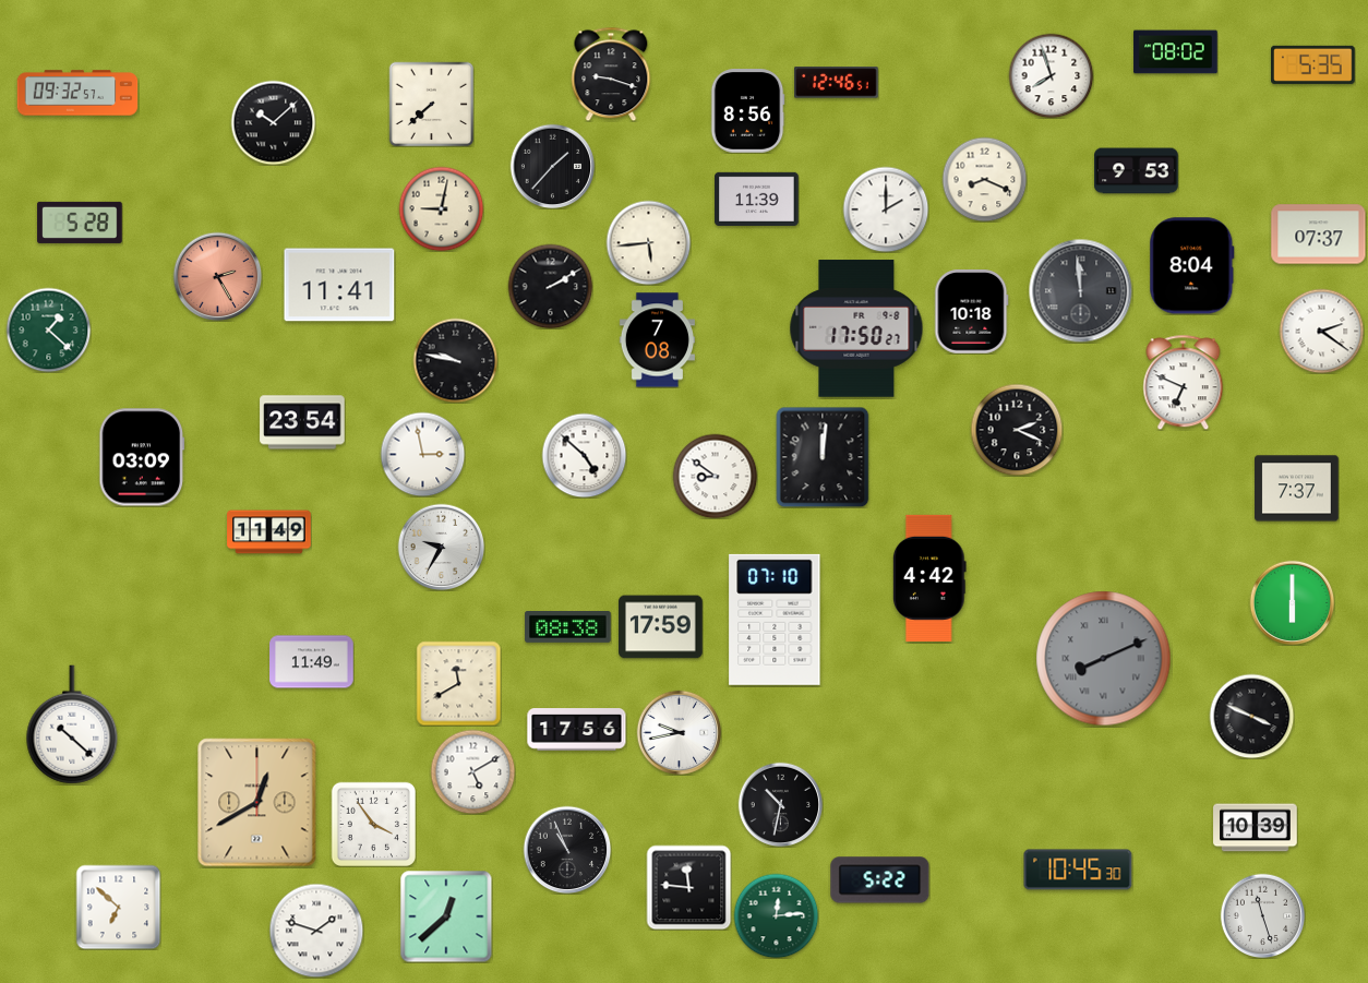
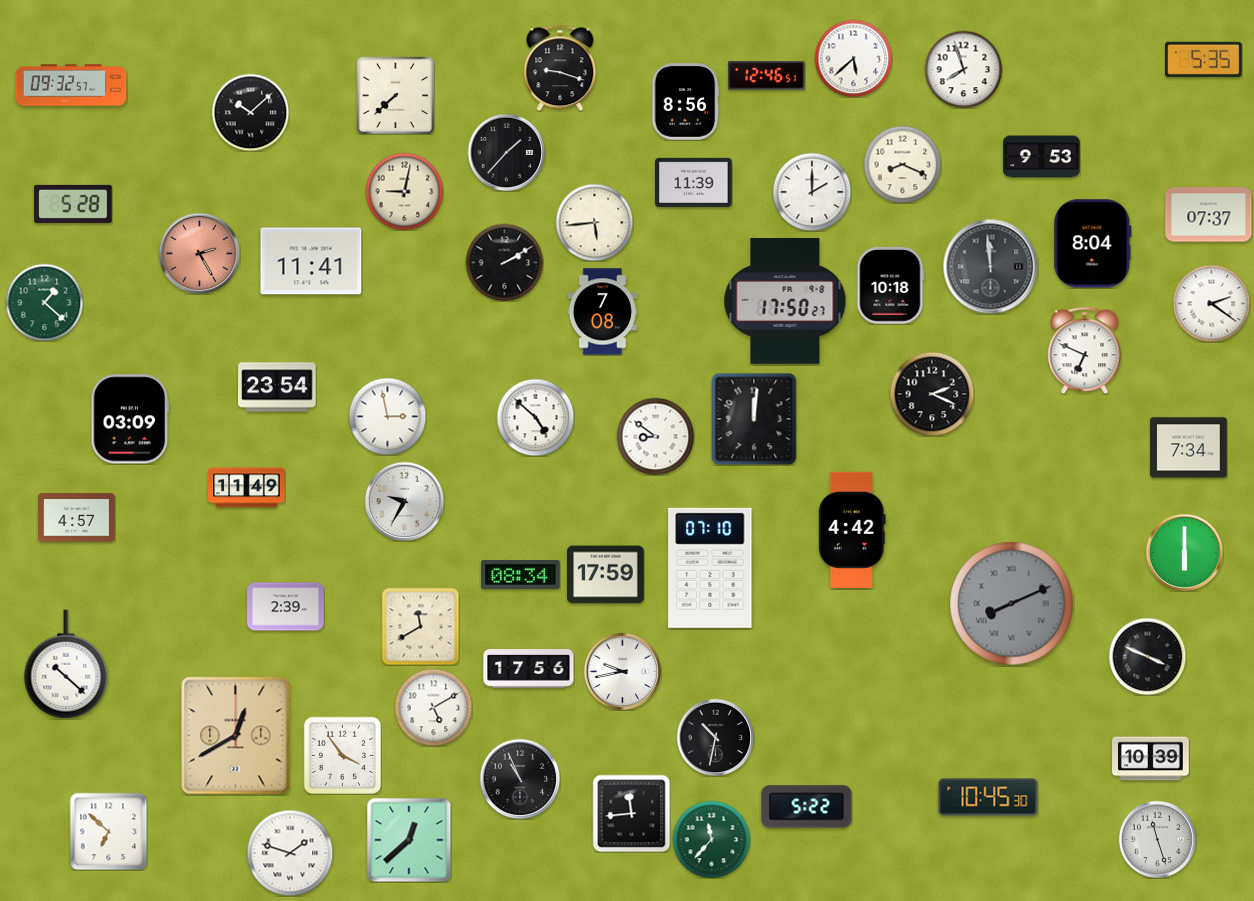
clock at (1176, 52): 08:02 -> none
clock at (853, 58): none -> 5:38
clock at (455, 360): 9:47 -> none
clock at (1297, 489): 7:37 -> 7:34
clock at (77, 518): none -> 4:57
clock at (568, 627): 08:38 -> 08:34
clock at (312, 662): 11:49 -> 2:39
clock at (688, 887): 11:46 -> 11:44
clock at (776, 915): 12:14 -> 11:37
